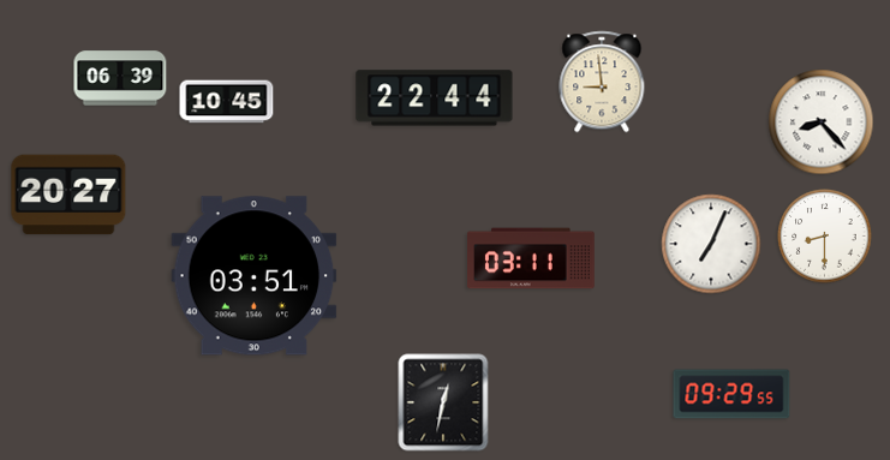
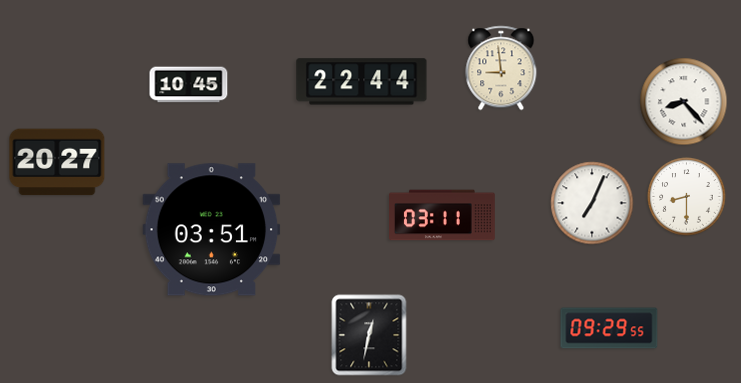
clock at (120, 78): 06:39 -> none
